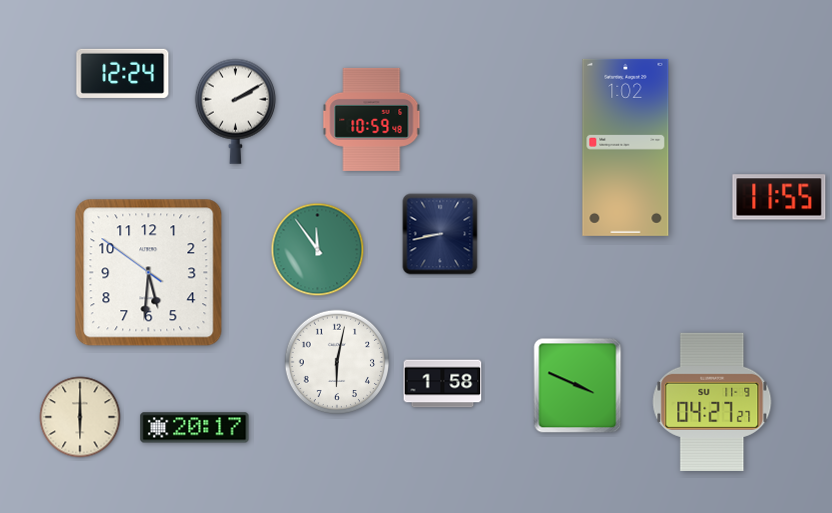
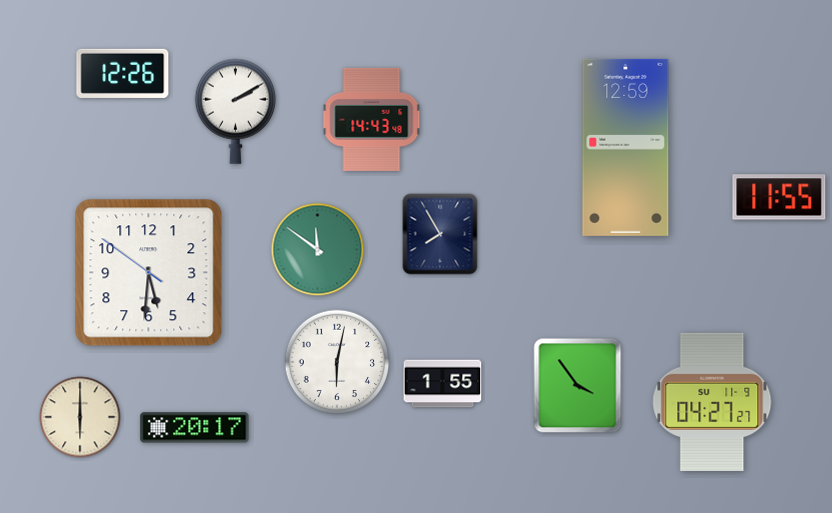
clock at (123, 73): 12:24 -> 12:26
clock at (372, 119): 10:59 -> 14:43
clock at (626, 147): 1:02 -> 12:59
clock at (440, 234): 8:43 -> 7:55
clock at (318, 250): 11:54 -> 11:51
clock at (443, 384): 1:58 -> 1:55
clock at (578, 386): 3:49 -> 3:54
